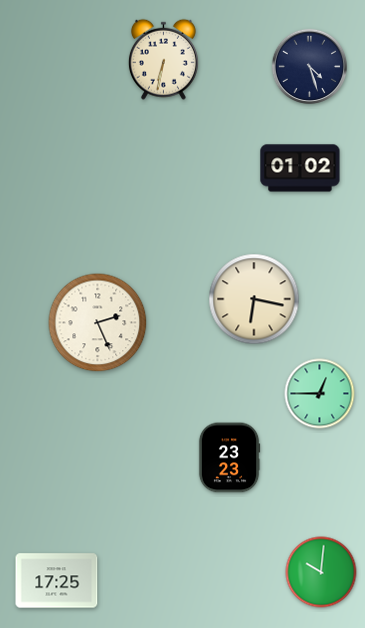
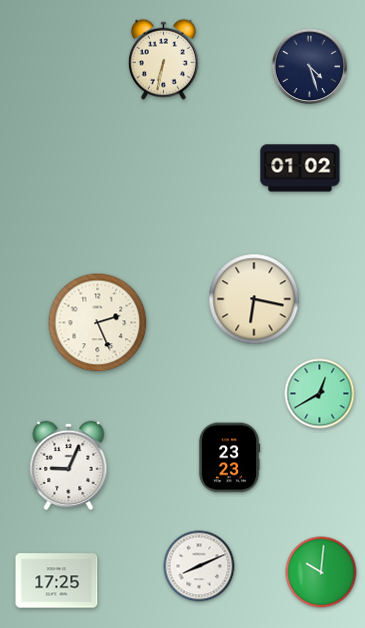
clock at (320, 394): 12:45 -> 12:40
clock at (69, 465): none -> 9:04
clock at (199, 566): none -> 8:11
